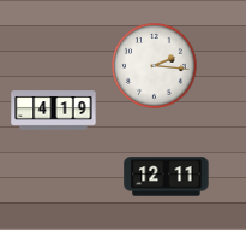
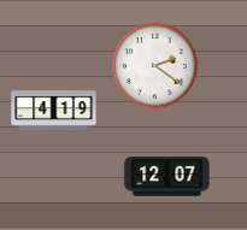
clock at (155, 66): 2:16 -> 2:21
clock at (167, 177): 12:11 -> 12:07
